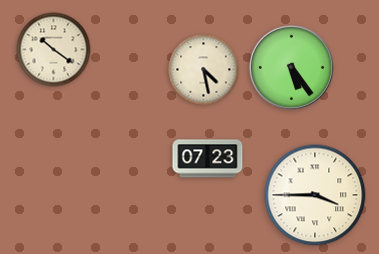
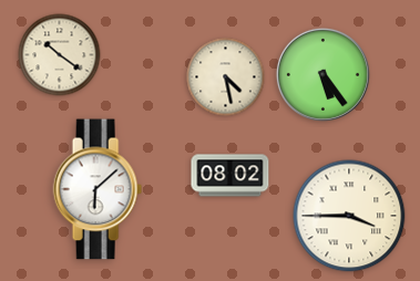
clock at (208, 159): 07:23 -> 08:02
clock at (98, 189): none -> 6:08
